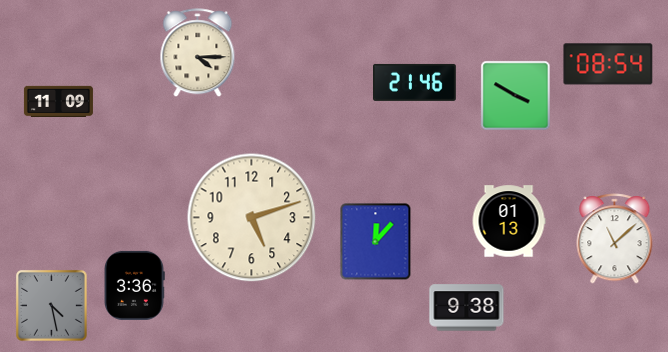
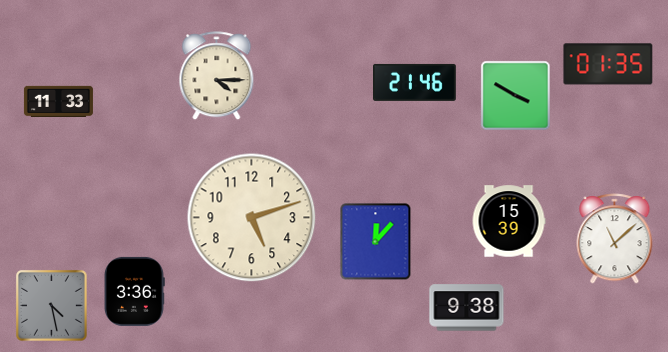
clock at (198, 53) position: (198, 53) -> (217, 76)
clock at (608, 64): 08:54 -> 01:35
clock at (58, 101): 11:09 -> 11:33
clock at (509, 221): 01:13 -> 15:39
clock at (135, 285) position: (135, 285) -> (135, 291)
